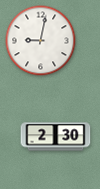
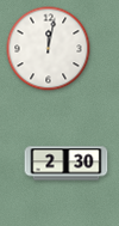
clock at (41, 41): 9:02 -> 12:02
